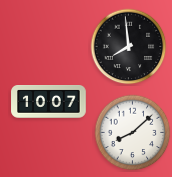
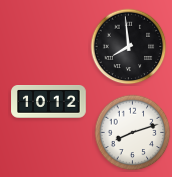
clock at (49, 102): 10:07 -> 10:12
clock at (133, 133): 8:08 -> 8:12
